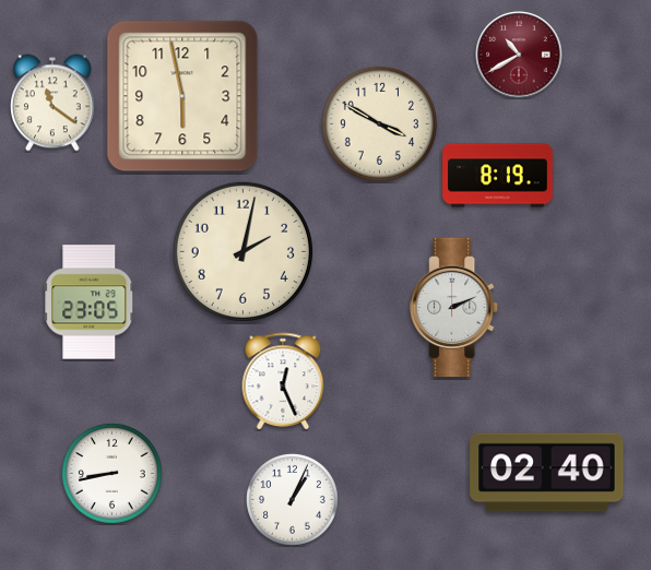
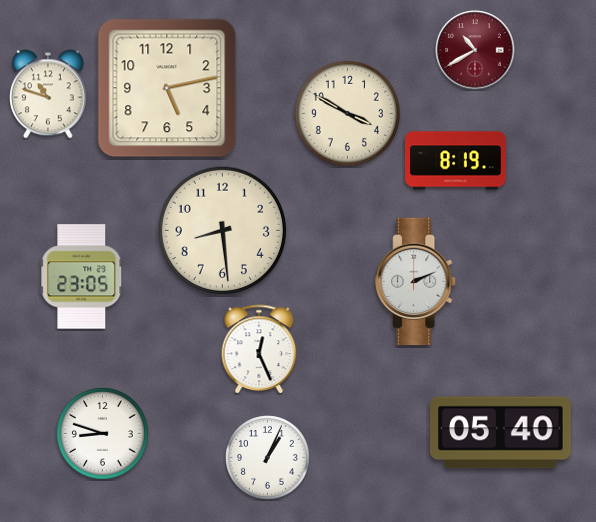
clock at (182, 96): 5:58 -> 5:13
clock at (54, 103): 11:21 -> 10:48
clock at (242, 251): 2:02 -> 8:29
clock at (111, 473): 8:43 -> 8:48
clock at (547, 473): 02:40 -> 05:40
